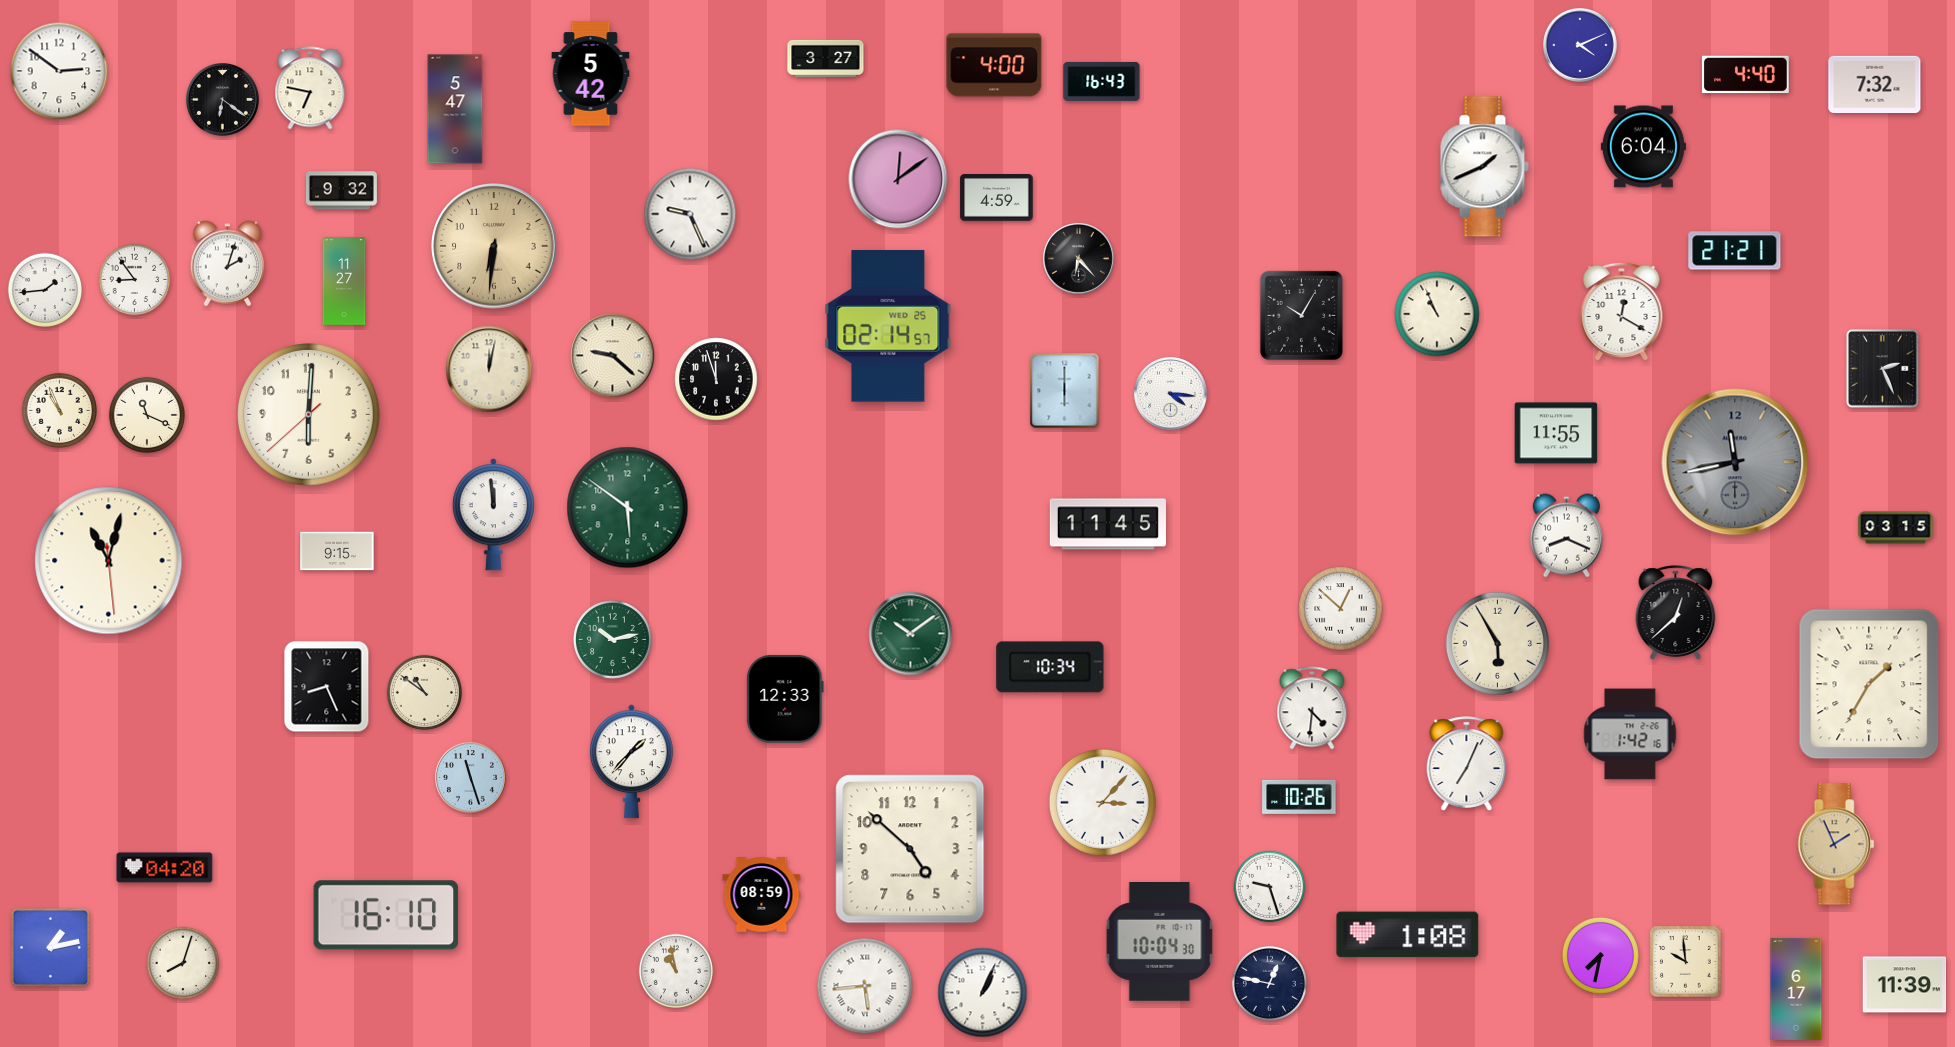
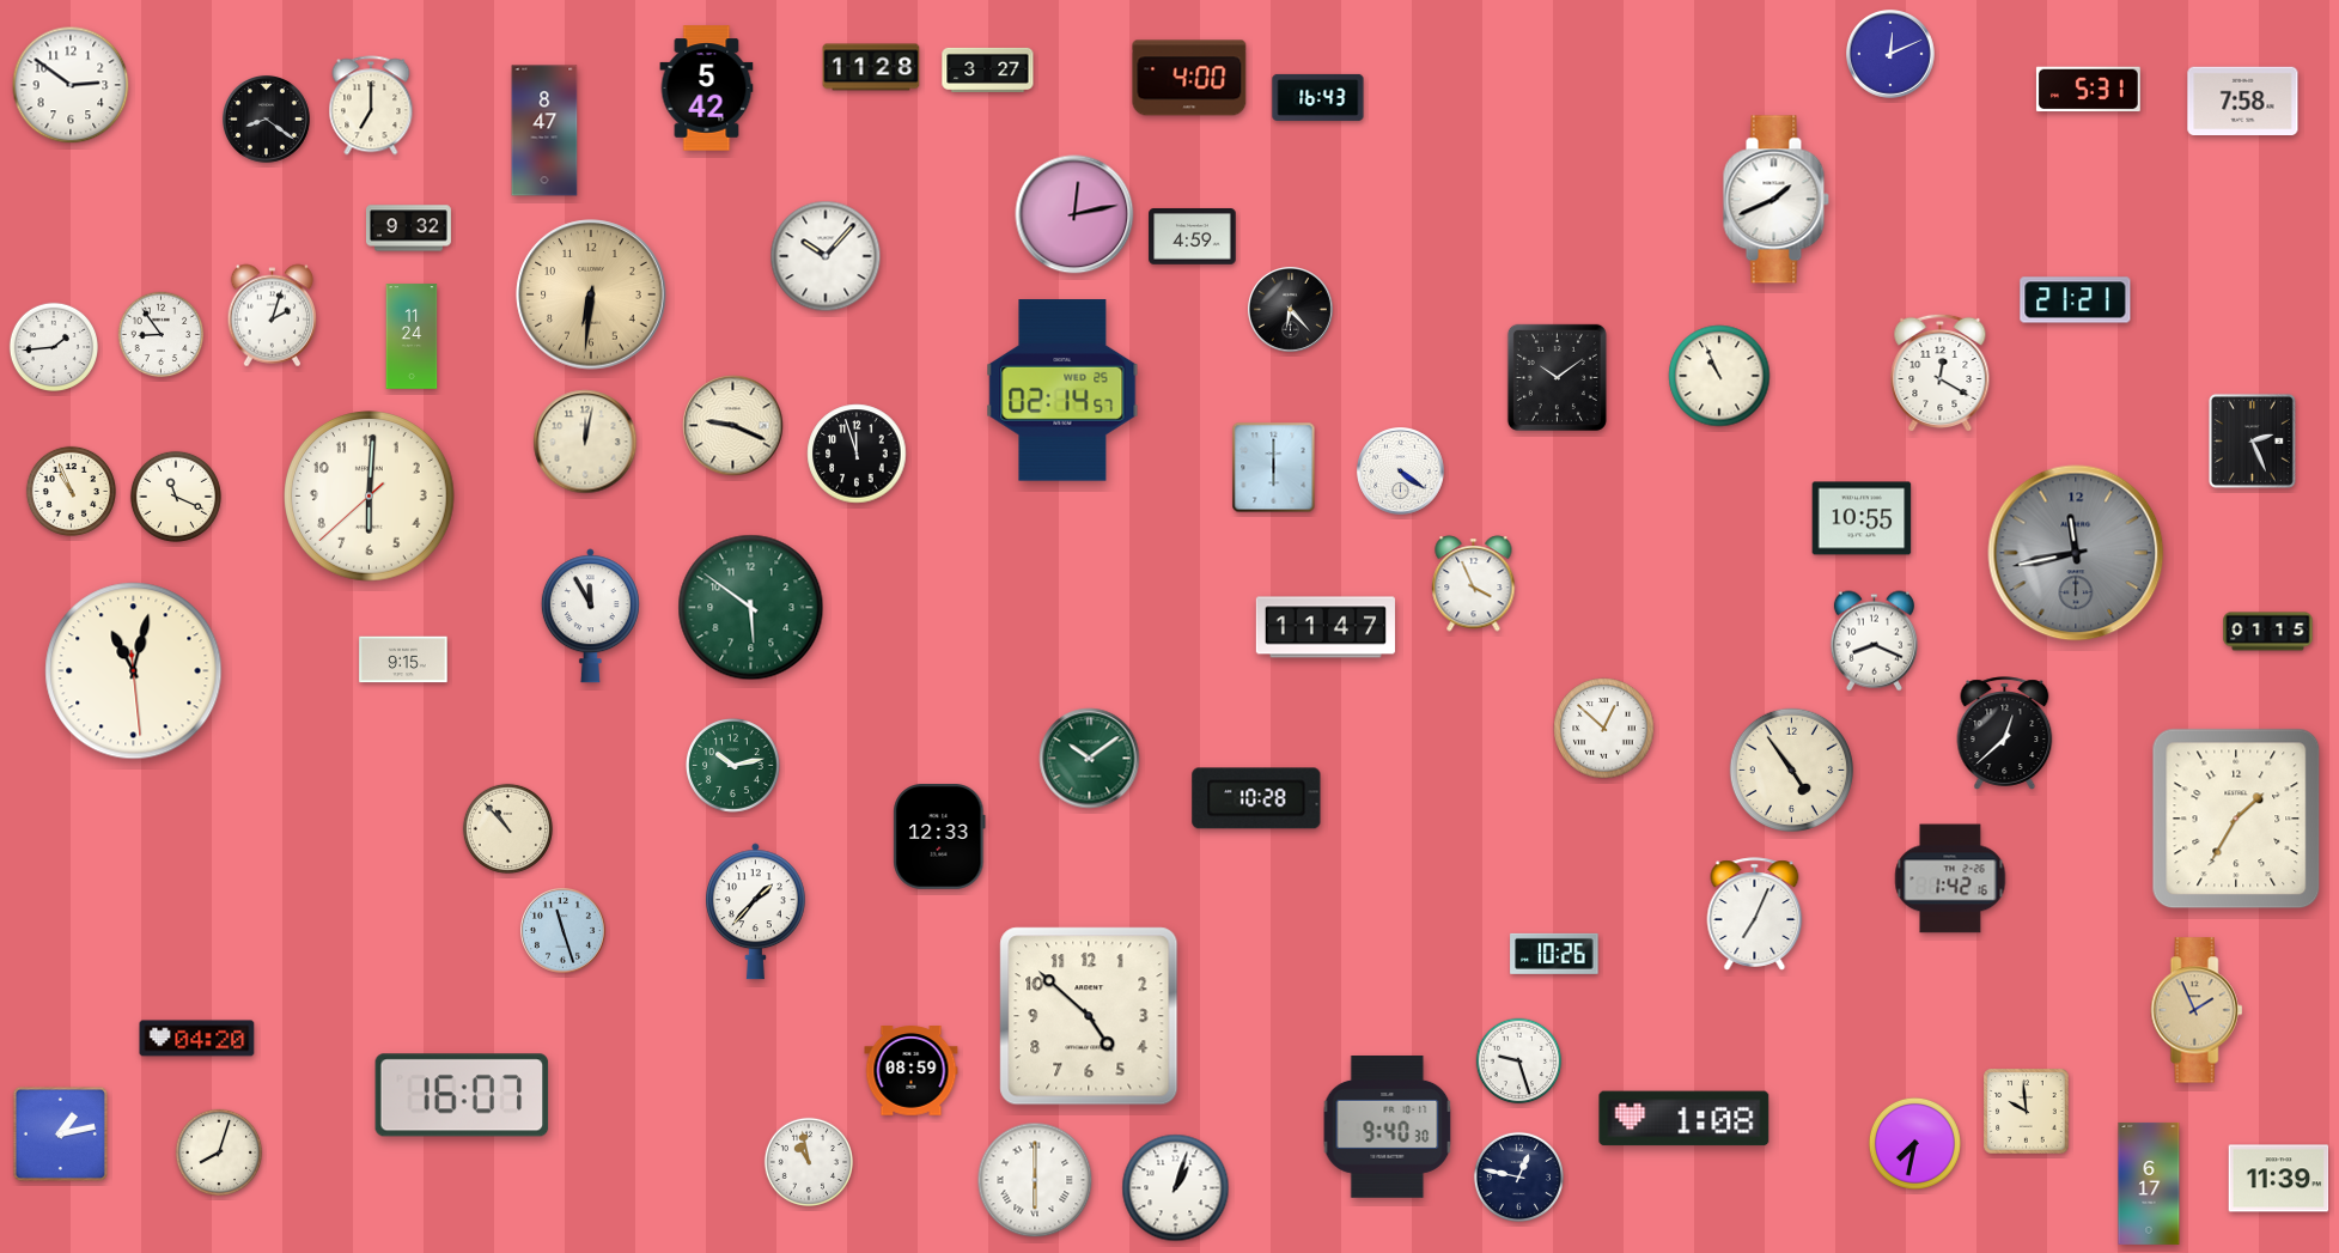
clock at (1581, 46): 4:11 -> 12:11
clock at (871, 67): none -> 11:28
clock at (1745, 75): 4:40 -> 5:31
clock at (1875, 84): 7:32 -> 7:58
clock at (310, 88): 6:47 -> 7:00
clock at (223, 100): 6:21 -> 8:21
clock at (455, 109): 5:47 -> 8:47
clock at (1643, 147): 6:04 -> none
clock at (898, 179): 12:09 -> 12:13
clock at (690, 214): 9:26 -> 10:07
clock at (344, 281): 11:27 -> 11:24
clock at (1301, 315): 10:05 -> 10:09
clock at (613, 356): 9:22 -> 9:19
clock at (1171, 394): 4:16 -> 4:21
clock at (1556, 433): 11:55 -> 10:55
clock at (1474, 584): none -> 3:56
clock at (493, 515): 11:59 -> 11:55
clock at (1108, 524): 11:45 -> 11:47
clock at (1896, 528): 03:15 -> 01:15
clock at (109, 561) position: (109, 561) -> (134, 671)
clock at (1497, 643): 5:55 -> 4:54
clock at (1050, 667): 10:34 -> 10:28
clock at (327, 687): 8:26 -> none
clock at (424, 692): 10:51 -> 10:53
clock at (1312, 708): 4:31 -> none
clock at (1102, 802): 3:07 -> none
clock at (386, 915): 16:10 -> 16:07
clock at (1160, 942): 10:04 -> 9:40
clock at (1686, 962) position: (1686, 962) -> (2027, 1112)
clock at (865, 986): 5:44 -> 6:00
clock at (983, 993): 1:04 -> 1:03
